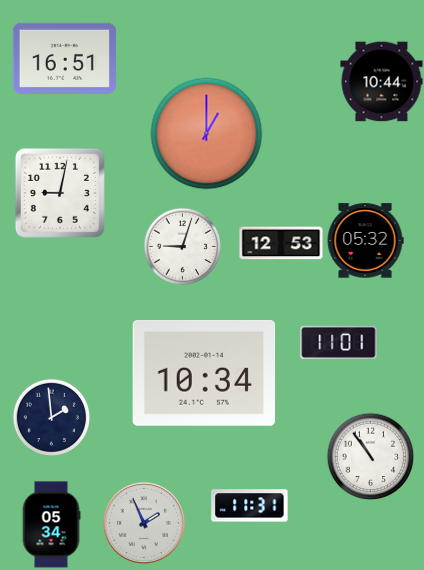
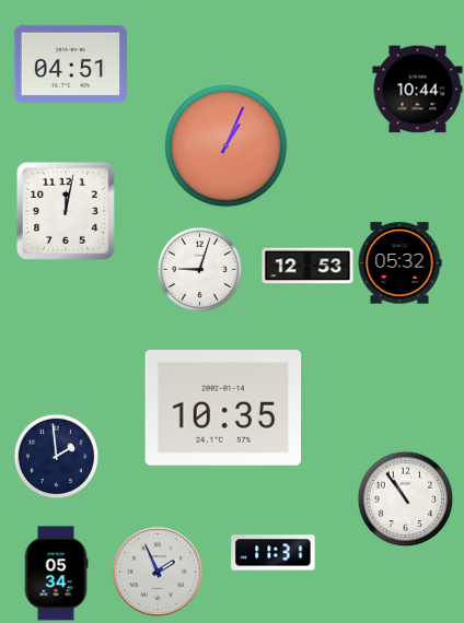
clock at (64, 58): 16:51 -> 04:51
clock at (207, 134): 1:00 -> 1:04
clock at (60, 193): 9:02 -> 12:02
clock at (339, 342): 11:01 -> none
clock at (204, 373): 10:34 -> 10:35
